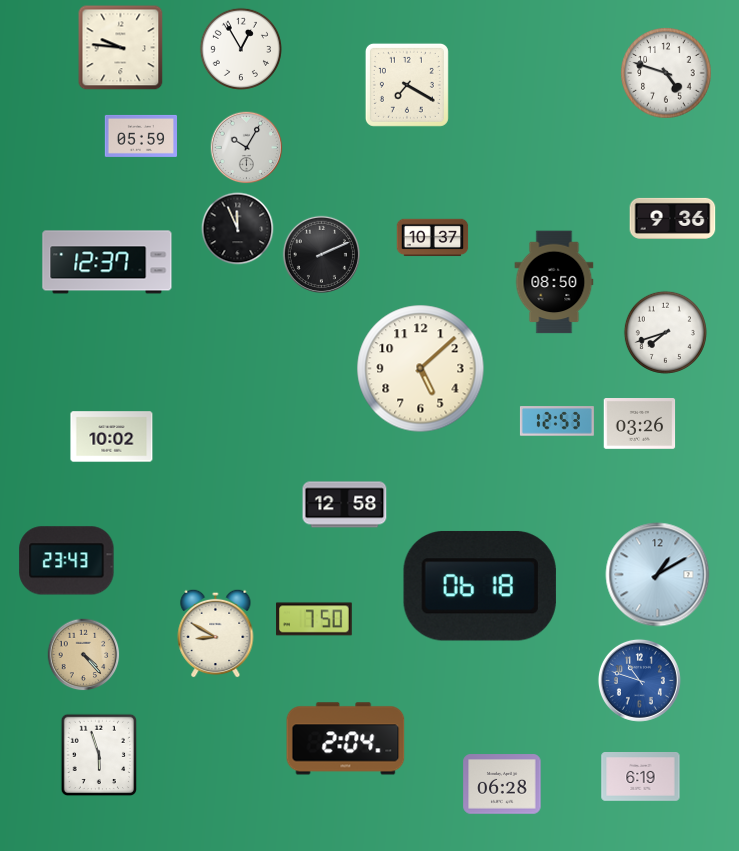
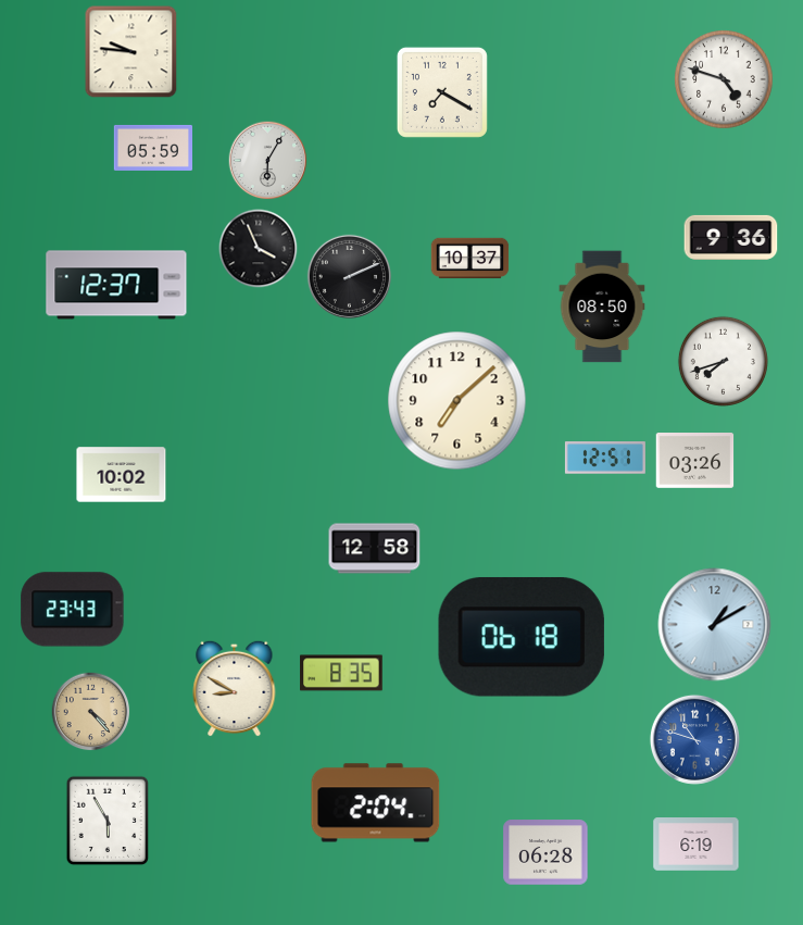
clock at (241, 49): 12:55 -> none
clock at (247, 148): 10:05 -> 6:05
clock at (238, 229): 11:56 -> 3:56
clock at (421, 369): 5:08 -> 7:08
clock at (557, 421): 12:53 -> 12:51
clock at (314, 619): 7:50 -> 8:35
clock at (98, 755): 5:57 -> 5:55
